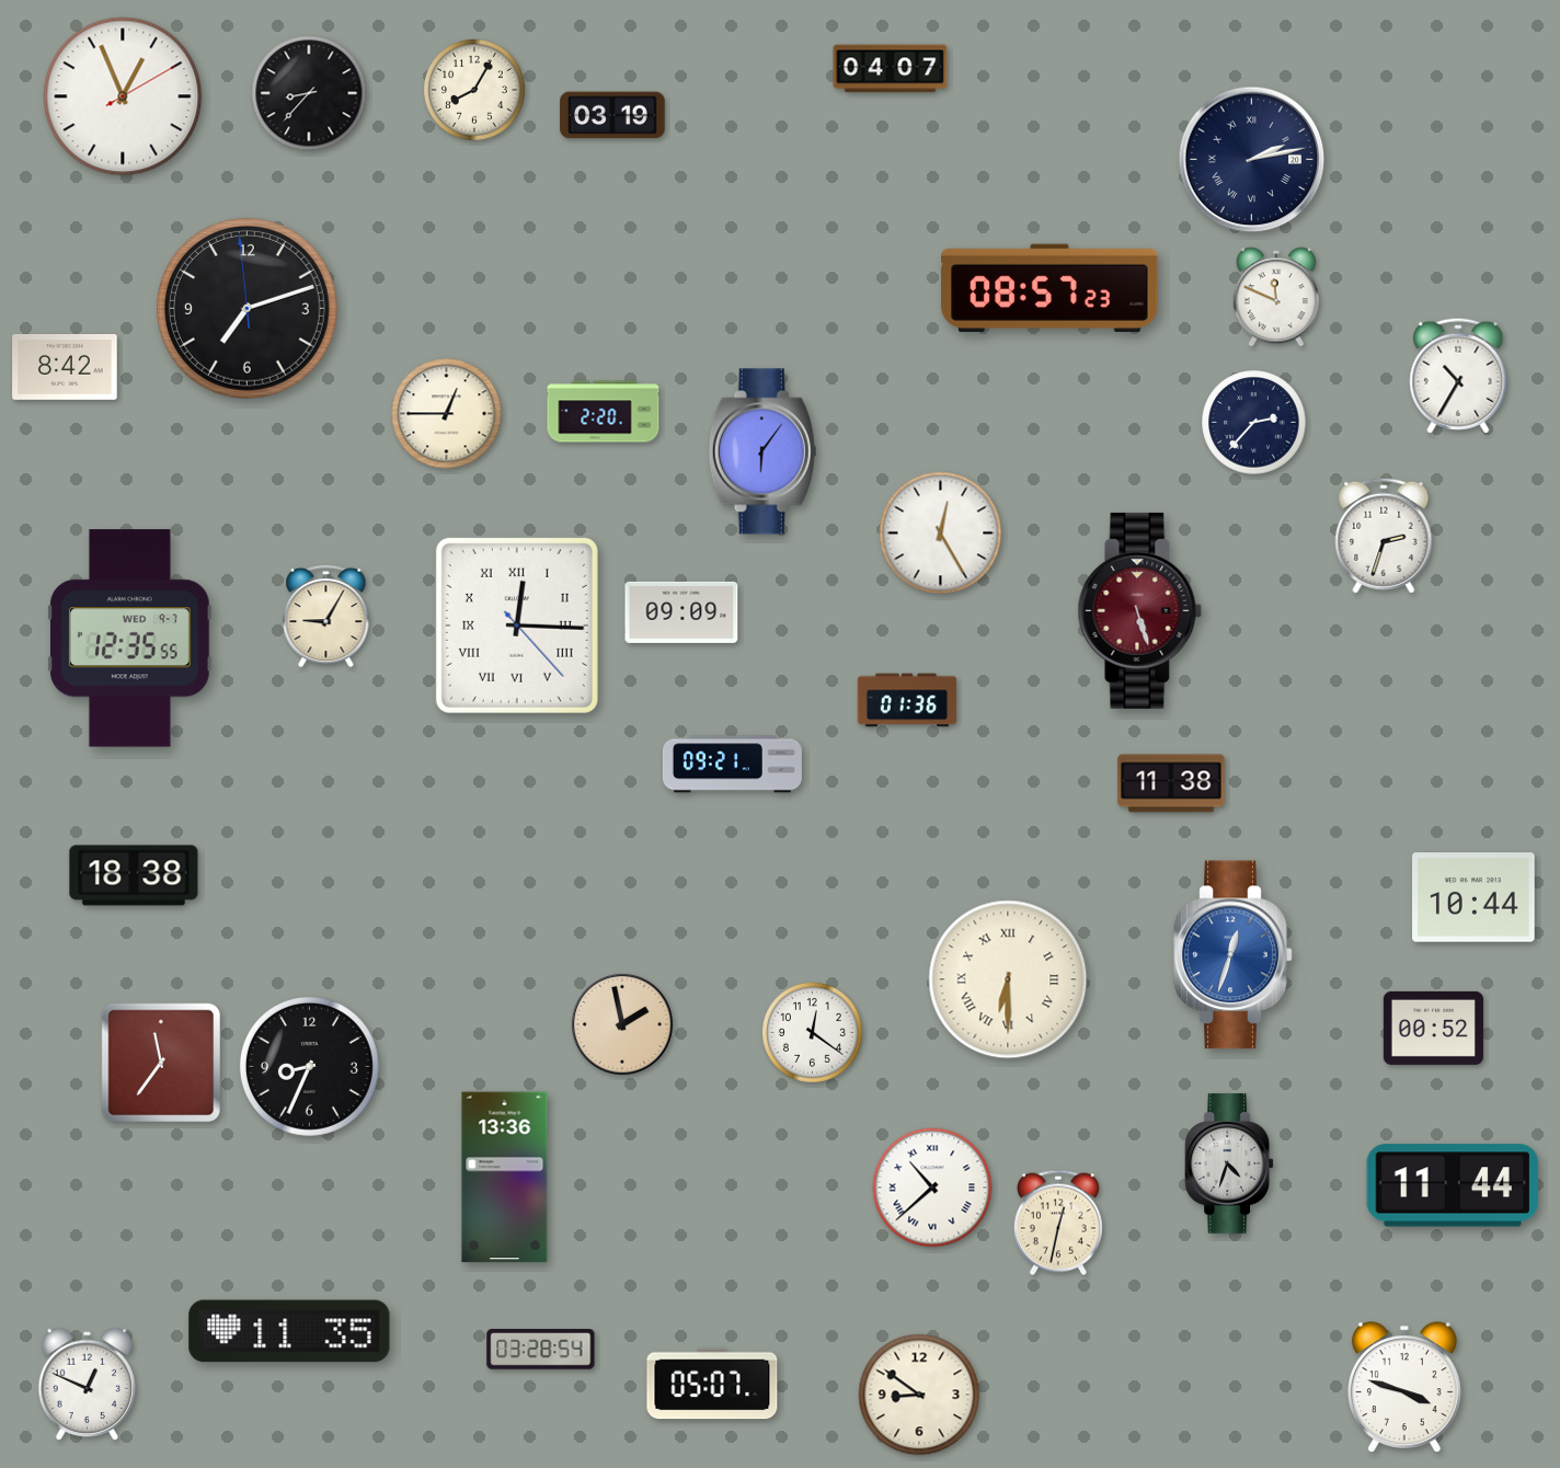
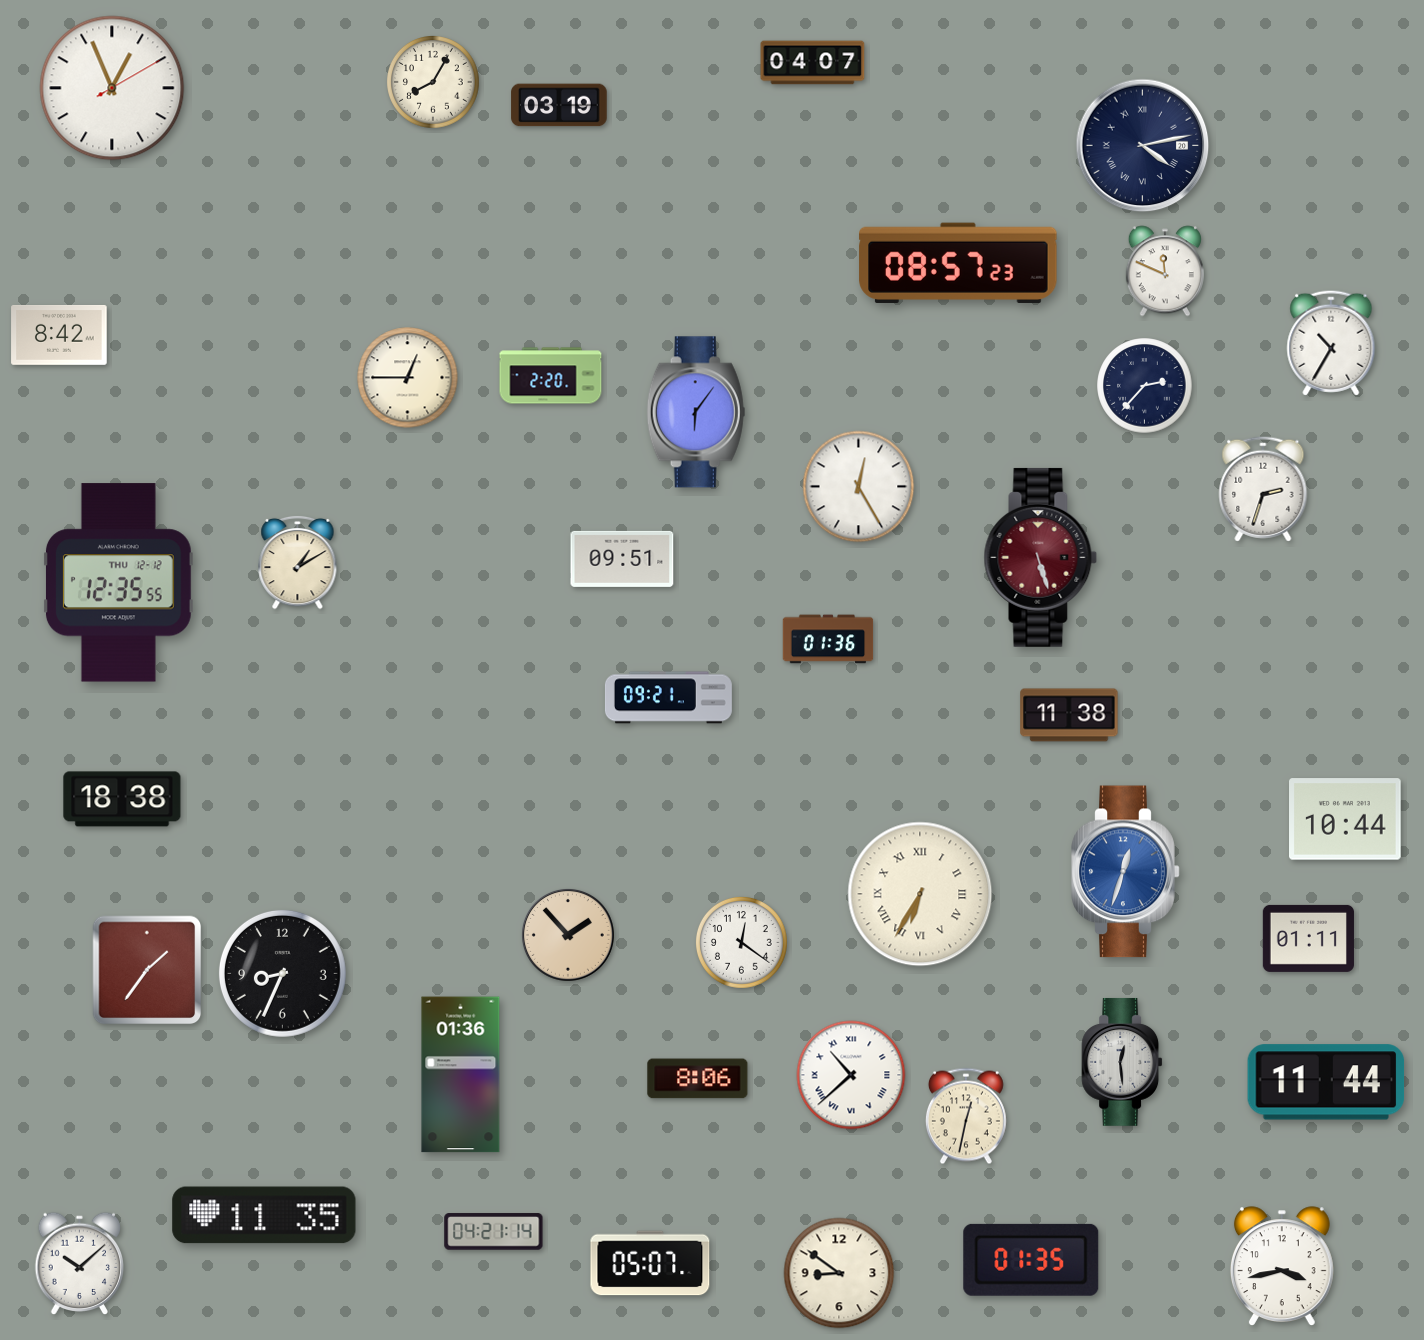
clock at (309, 93): 8:37 -> none
clock at (1252, 160): 2:13 -> 4:13
clock at (246, 308): 7:11 -> none
clock at (681, 612): 09:09 -> 09:51
clock at (326, 616): 9:05 -> 1:10
clock at (517, 626): 12:15 -> none
clock at (129, 639) date: WED 9-7 -> THU 12-12
clock at (1008, 979): 6:30 -> 6:35
clock at (622, 1024): 1:58 -> 1:53
clock at (1433, 1028): 00:52 -> 01:11
clock at (161, 1063): 11:36 -> 1:36
clock at (1229, 1163): 4:33 -> 12:29
clock at (505, 1178): 13:36 -> 01:36
clock at (698, 1079): none -> 8:06
clock at (932, 1188) position: (932, 1188) -> (851, 1075)
clock at (541, 1350): 03:28 -> 04:21
clock at (1031, 1260): none -> 01:35
clock at (88, 1384): 12:49 -> 10:08
clock at (1404, 1387): 3:48 -> 3:43
